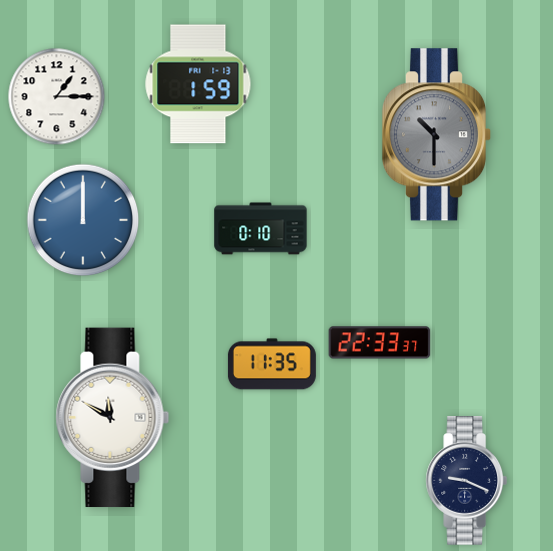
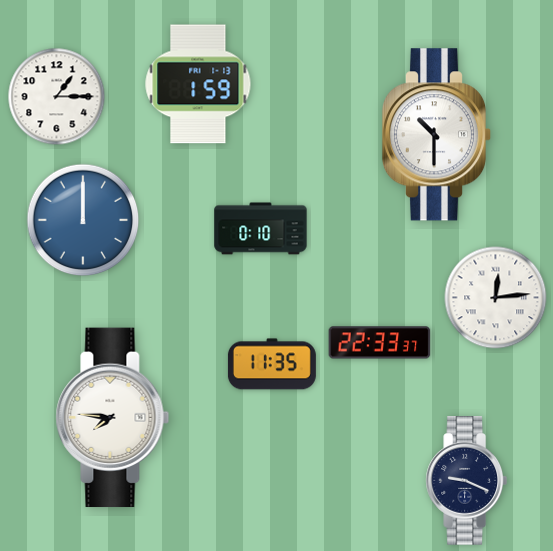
clock at (437, 135) dial: grey -> white
clock at (496, 298): none -> 12:14
clock at (113, 418): 11:50 -> 7:46
